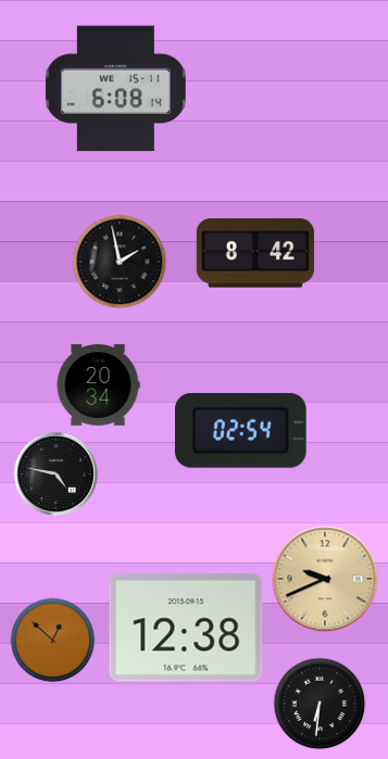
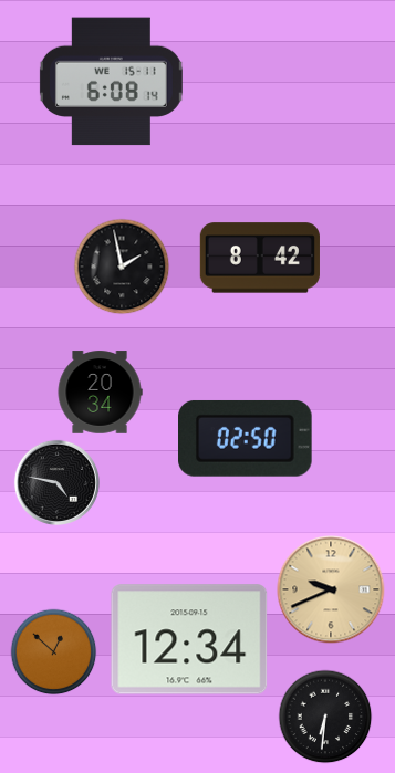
clock at (115, 89) position: (115, 89) -> (111, 82)
clock at (241, 431): 02:54 -> 02:50
clock at (186, 628): 12:38 -> 12:34
